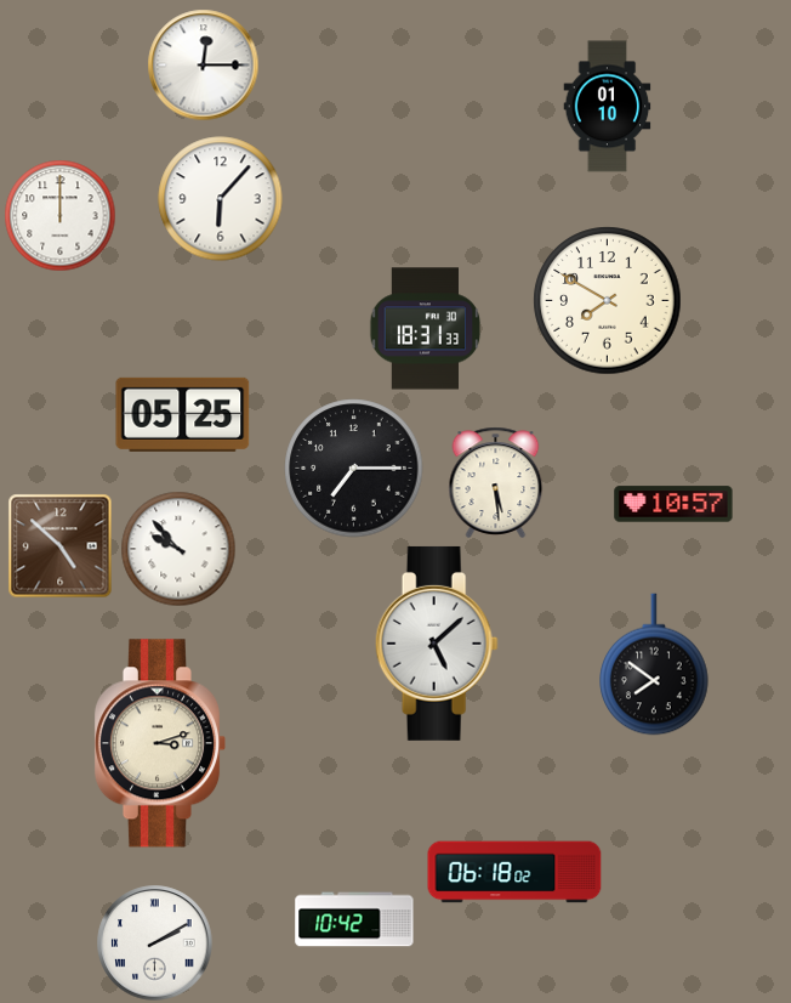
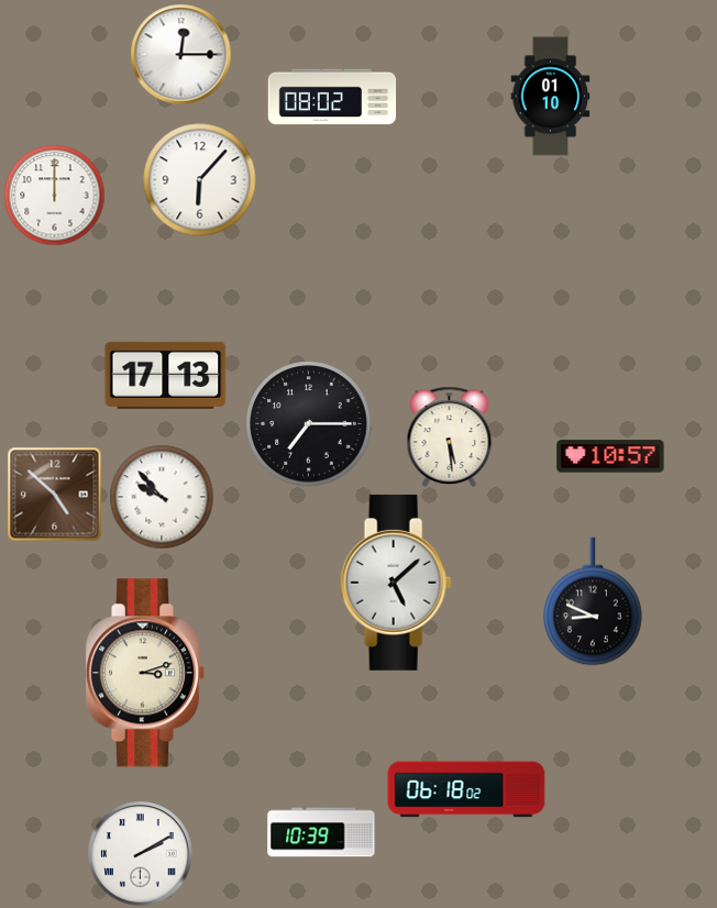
clock at (204, 66) position: (204, 66) -> (181, 55)
clock at (332, 97): none -> 08:02
clock at (608, 301): 7:50 -> none
clock at (426, 329): 18:31 -> none
clock at (183, 414): 05:25 -> 17:13
clock at (354, 469) position: (354, 469) -> (309, 424)
clock at (654, 664): 7:51 -> 8:49
clock at (354, 919): 10:42 -> 10:39
